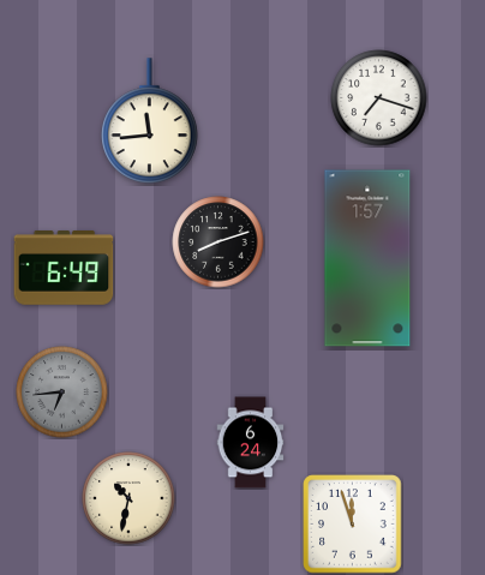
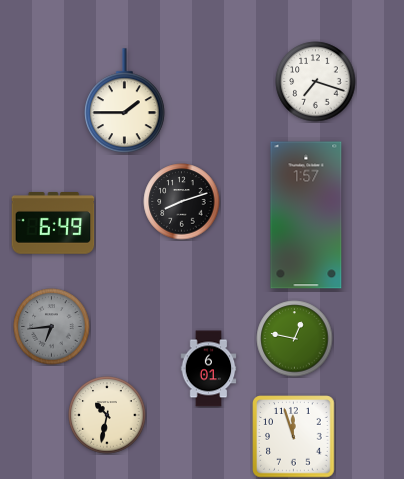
clock at (150, 120): 11:44 -> 1:45
clock at (295, 339): none -> 12:47
clock at (251, 443): 6:24 -> 6:01
